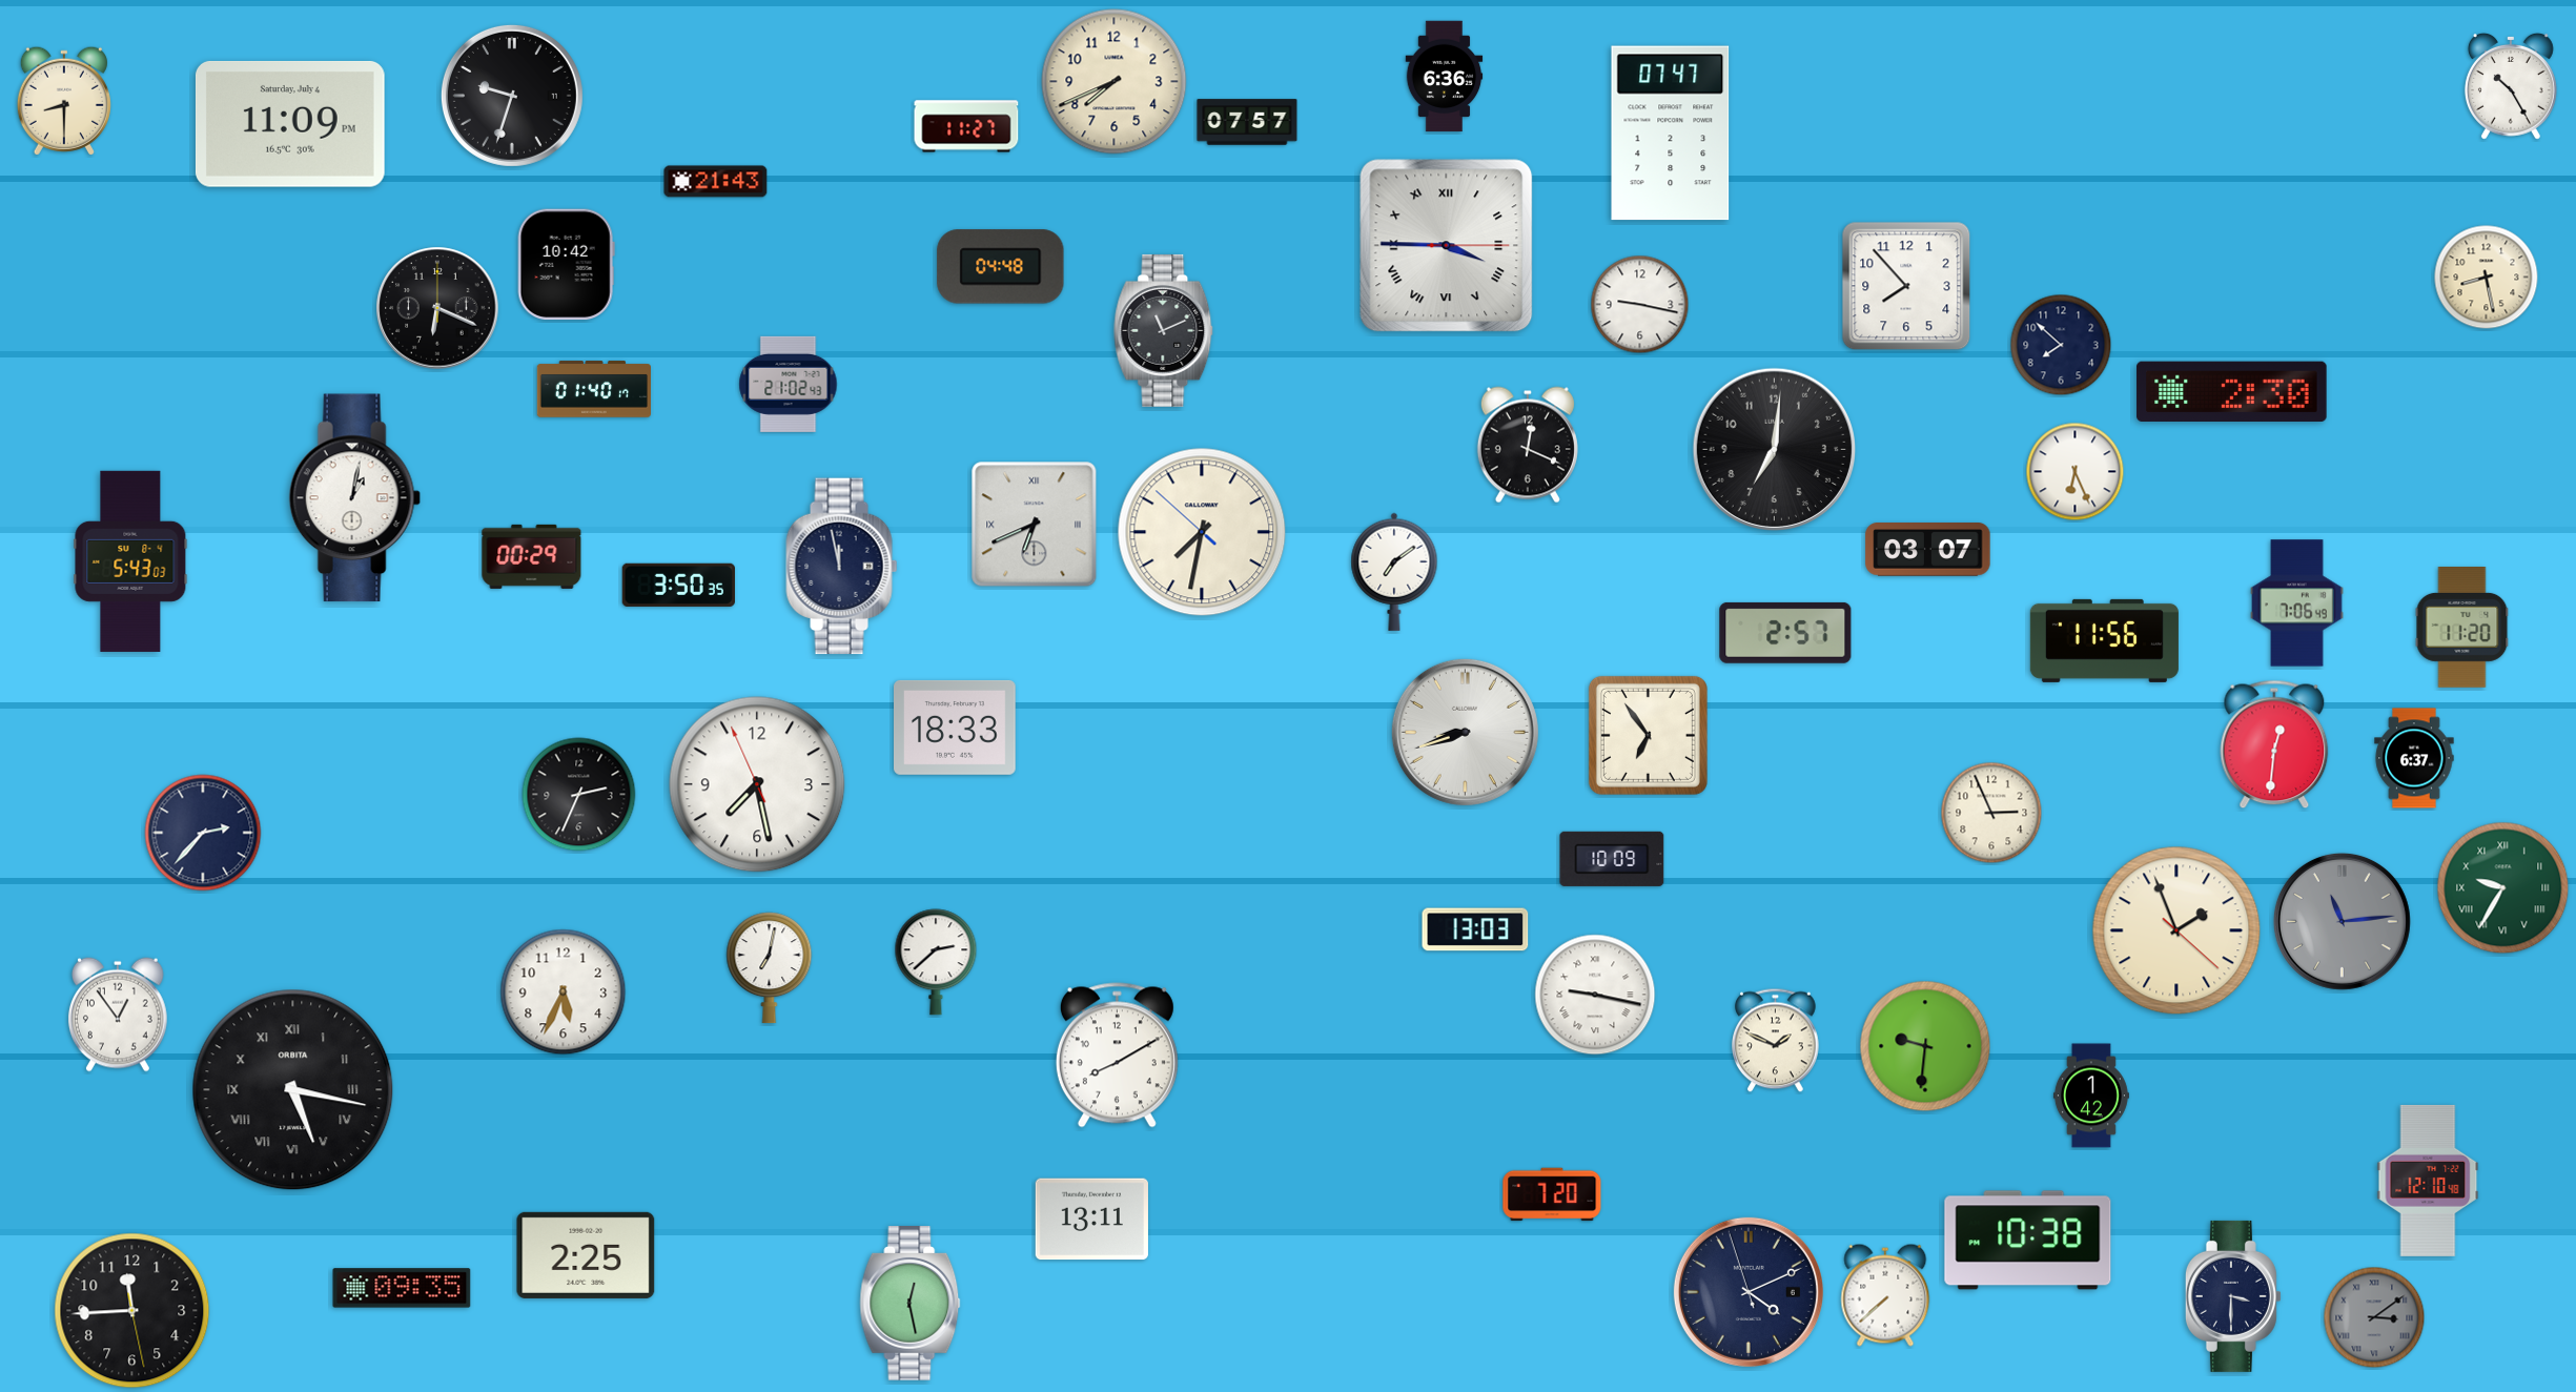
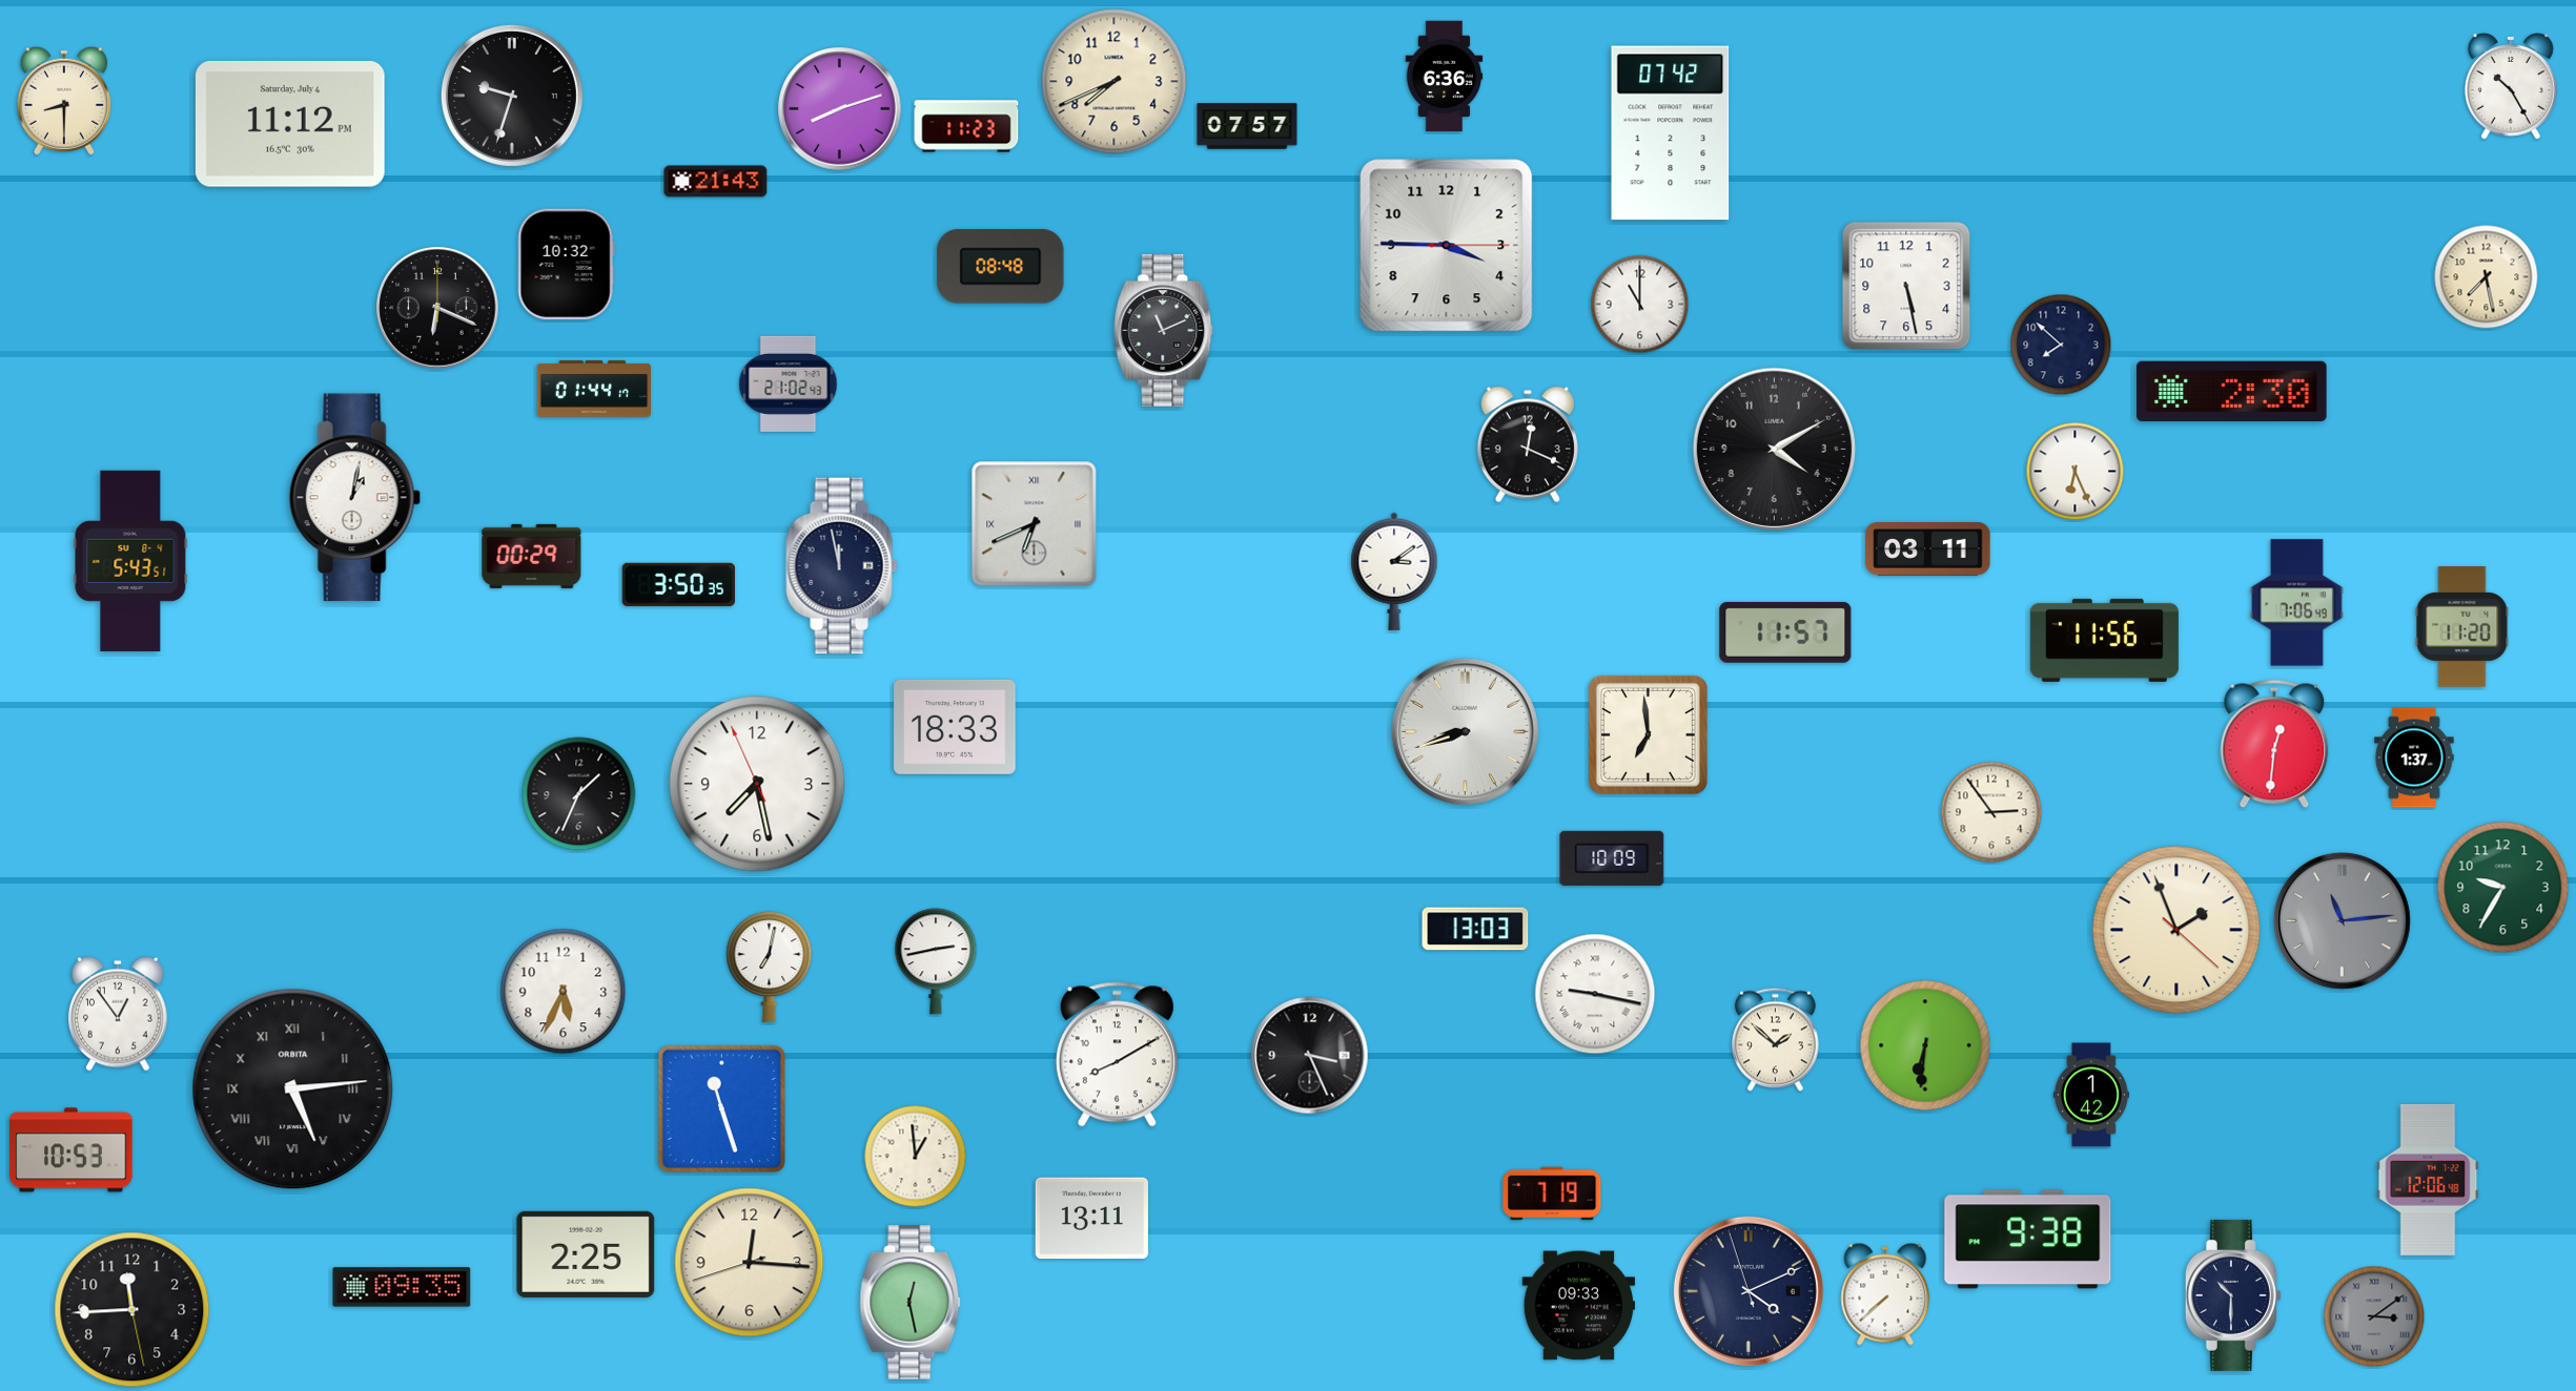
clock at (840, 109): none -> 8:12
clock at (1247, 122) position: (1247, 122) -> (1247, 126)
clock at (290, 124): 11:09 -> 11:12
clock at (966, 126): 11:27 -> 11:23
clock at (1671, 134): 07:47 -> 07:42
clock at (1447, 246) numerals: Roman -> Arabic
clock at (566, 265): 10:42 -> 10:32
clock at (1001, 267): 04:48 -> 08:48
clock at (2487, 278): 8:28 -> 7:28
clock at (1906, 286): 7:53 -> 5:28
clock at (1640, 305): 9:17 -> 11:00
clock at (593, 389): 01:40 -> 01:44
clock at (1774, 449): 7:01 -> 4:10
clock at (1202, 532): 7:31 -> none
clock at (1928, 550): 03:07 -> 03:11
clock at (130, 561): 5:43:03 -> 5:43:51
clock at (1394, 572): 7:09 -> 3:09
clock at (1785, 633): 2:57 -> 11:57
clock at (1648, 735): 6:54 -> 6:59
clock at (2414, 758): 6:37 -> 1:37
clock at (579, 795): 2:34 -> 1:34
clock at (1991, 813): 2:56 -> 2:54
clock at (203, 833): 2:37 -> none
clock at (2503, 888) numerals: Roman -> Arabic
clock at (936, 962): 2:38 -> 2:43
clock at (1776, 1041): 1:49 -> 1:52
clock at (1925, 1046): 9:31 -> 6:31
clock at (1310, 1056): none -> 3:26
clock at (293, 1090): 5:17 -> 5:14
clock at (721, 1108): none -> 11:27
clock at (71, 1150): none -> 10:53
clock at (916, 1157): none -> 12:59
clock at (2428, 1181): 12:10 -> 12:06
clock at (1552, 1194): 7:20 -> 7:19
clock at (2028, 1241): 10:38 -> 9:38
clock at (750, 1263): none -> 12:15
clock at (2233, 1296): 3:30 -> 10:30
clock at (1578, 1306): none -> 09:33
